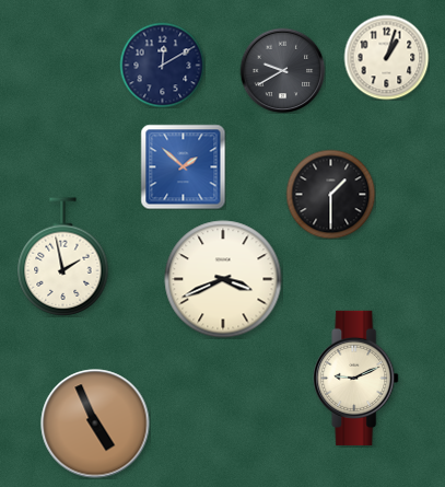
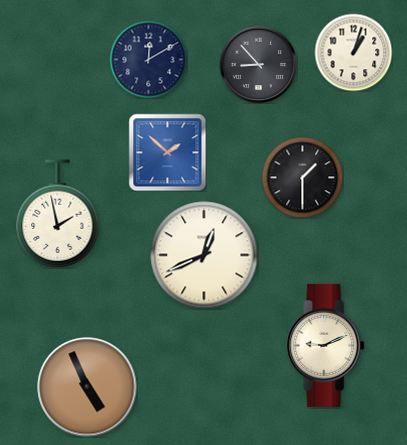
clock at (282, 70): 9:40 -> 8:53
clock at (63, 257) position: (63, 257) -> (58, 214)
clock at (223, 279): 3:41 -> 12:41
